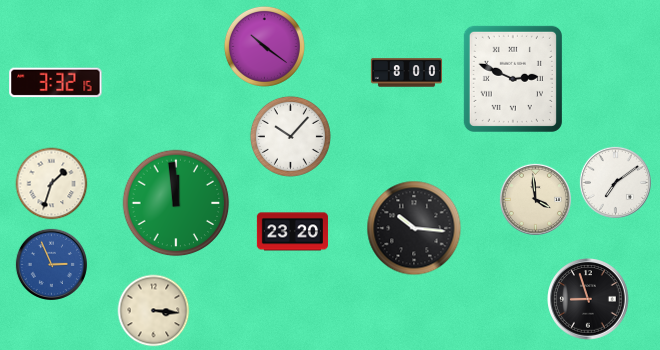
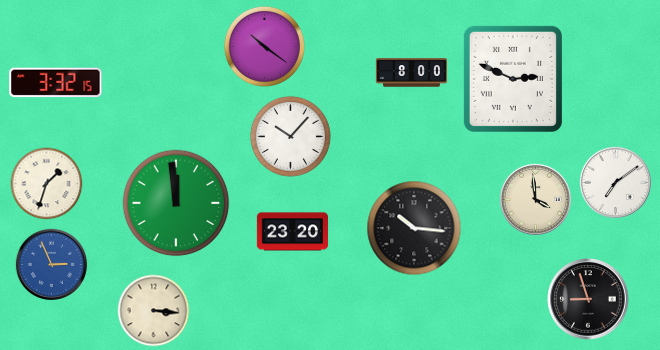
clock at (406, 73) position: (406, 73) -> (411, 73)
clock at (52, 184) position: (52, 184) -> (47, 184)
